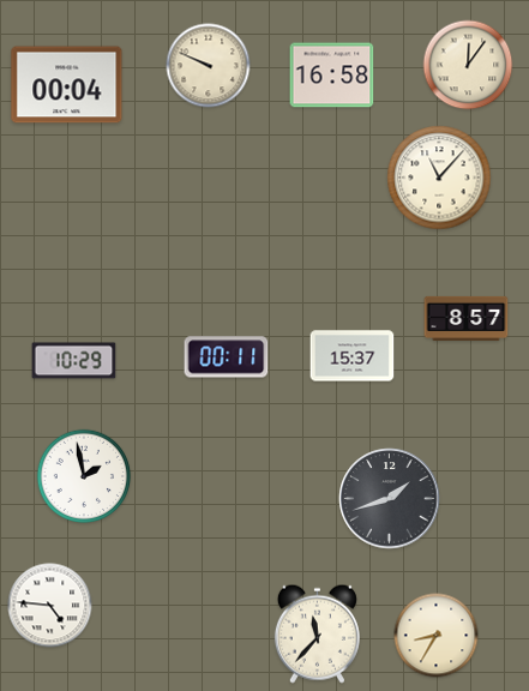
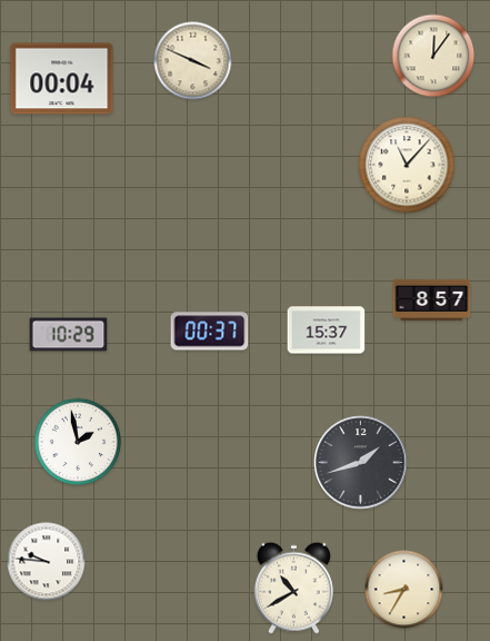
clock at (468, 65) position: (468, 65) -> (433, 56)
clock at (209, 66): 9:49 -> 3:49
clock at (332, 76): 16:58 -> none
clock at (467, 318) position: (467, 318) -> (432, 299)
clock at (227, 357): 00:11 -> 00:37
clock at (50, 606): 4:46 -> 9:46
clock at (317, 633): 11:37 -> 10:40
